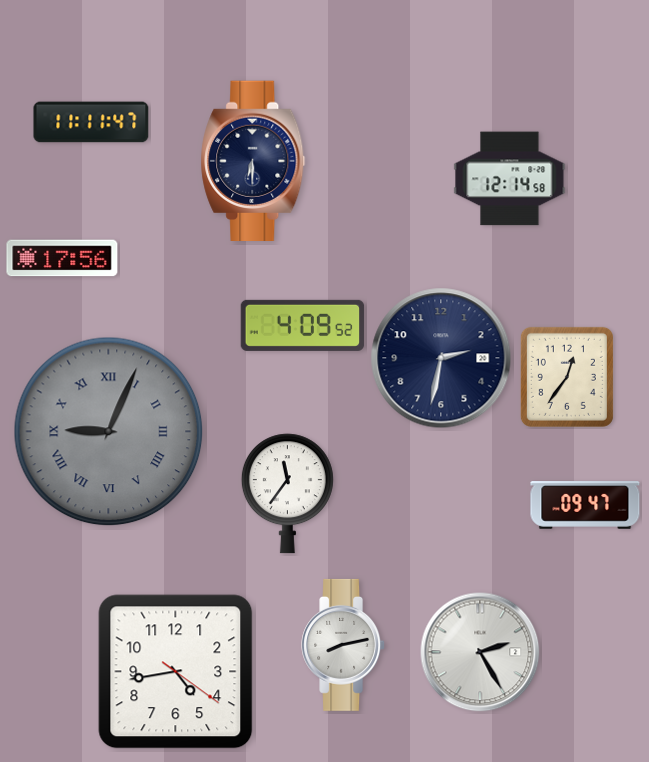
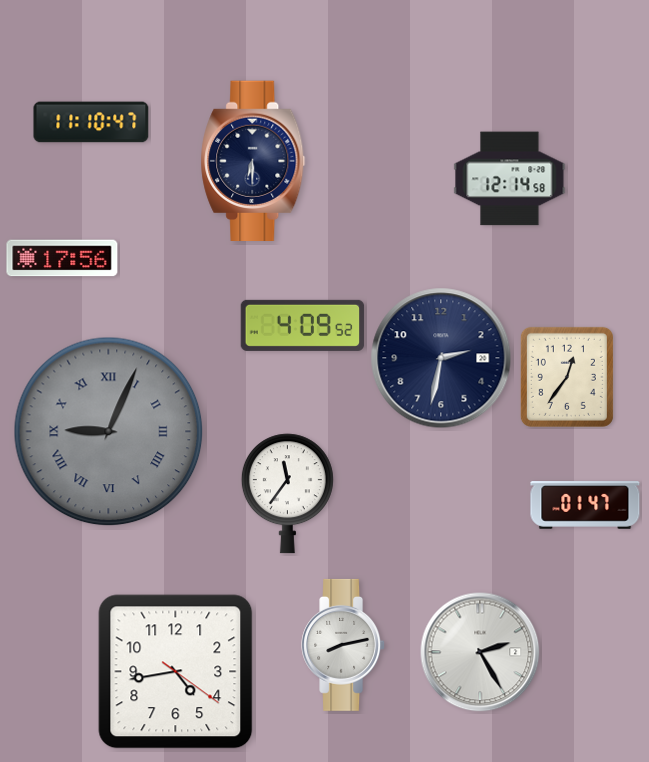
clock at (91, 122): 11:11 -> 11:10
clock at (585, 505): 09:47 -> 01:47
